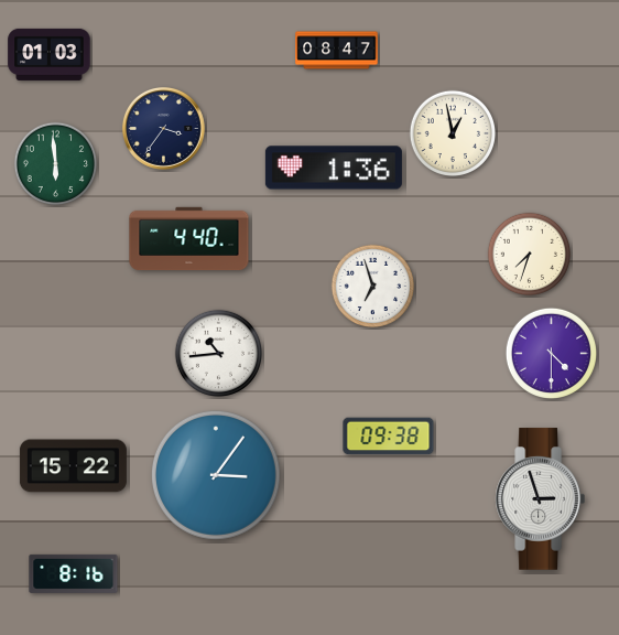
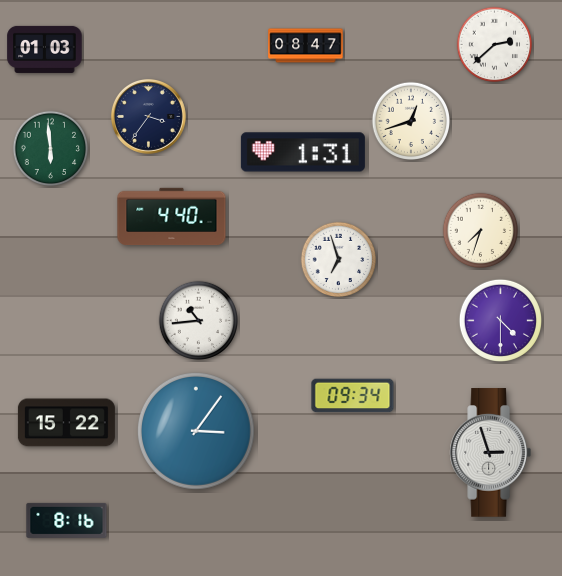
clock at (495, 45): none -> 2:38
clock at (453, 133): 12:58 -> 12:42
clock at (334, 168): 1:36 -> 1:31
clock at (389, 437): 09:38 -> 09:34
